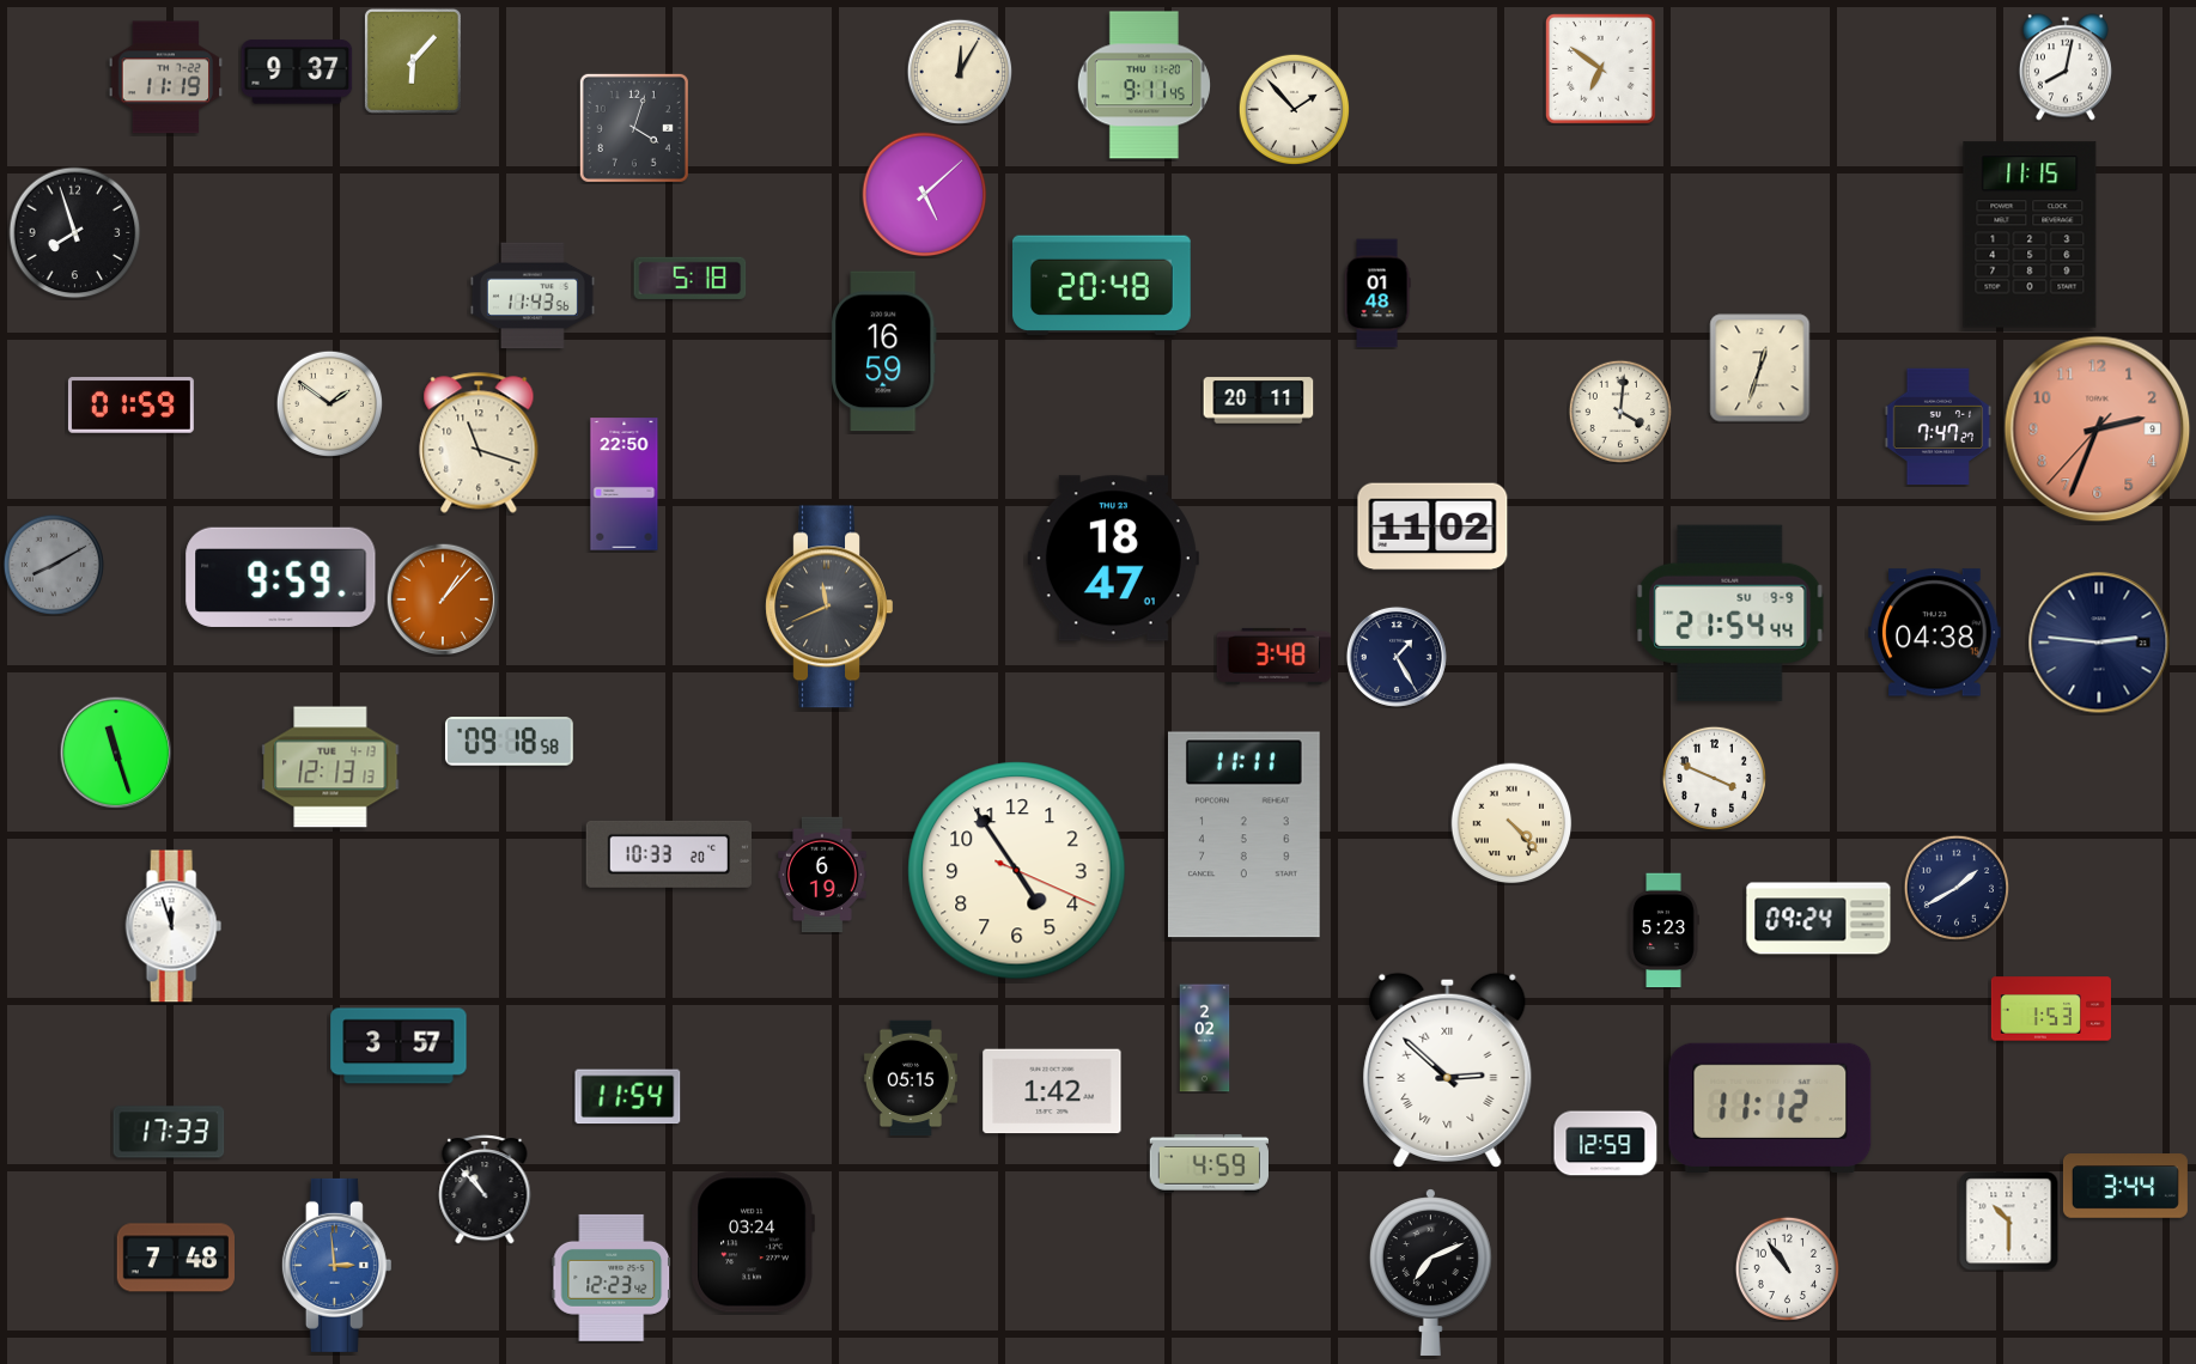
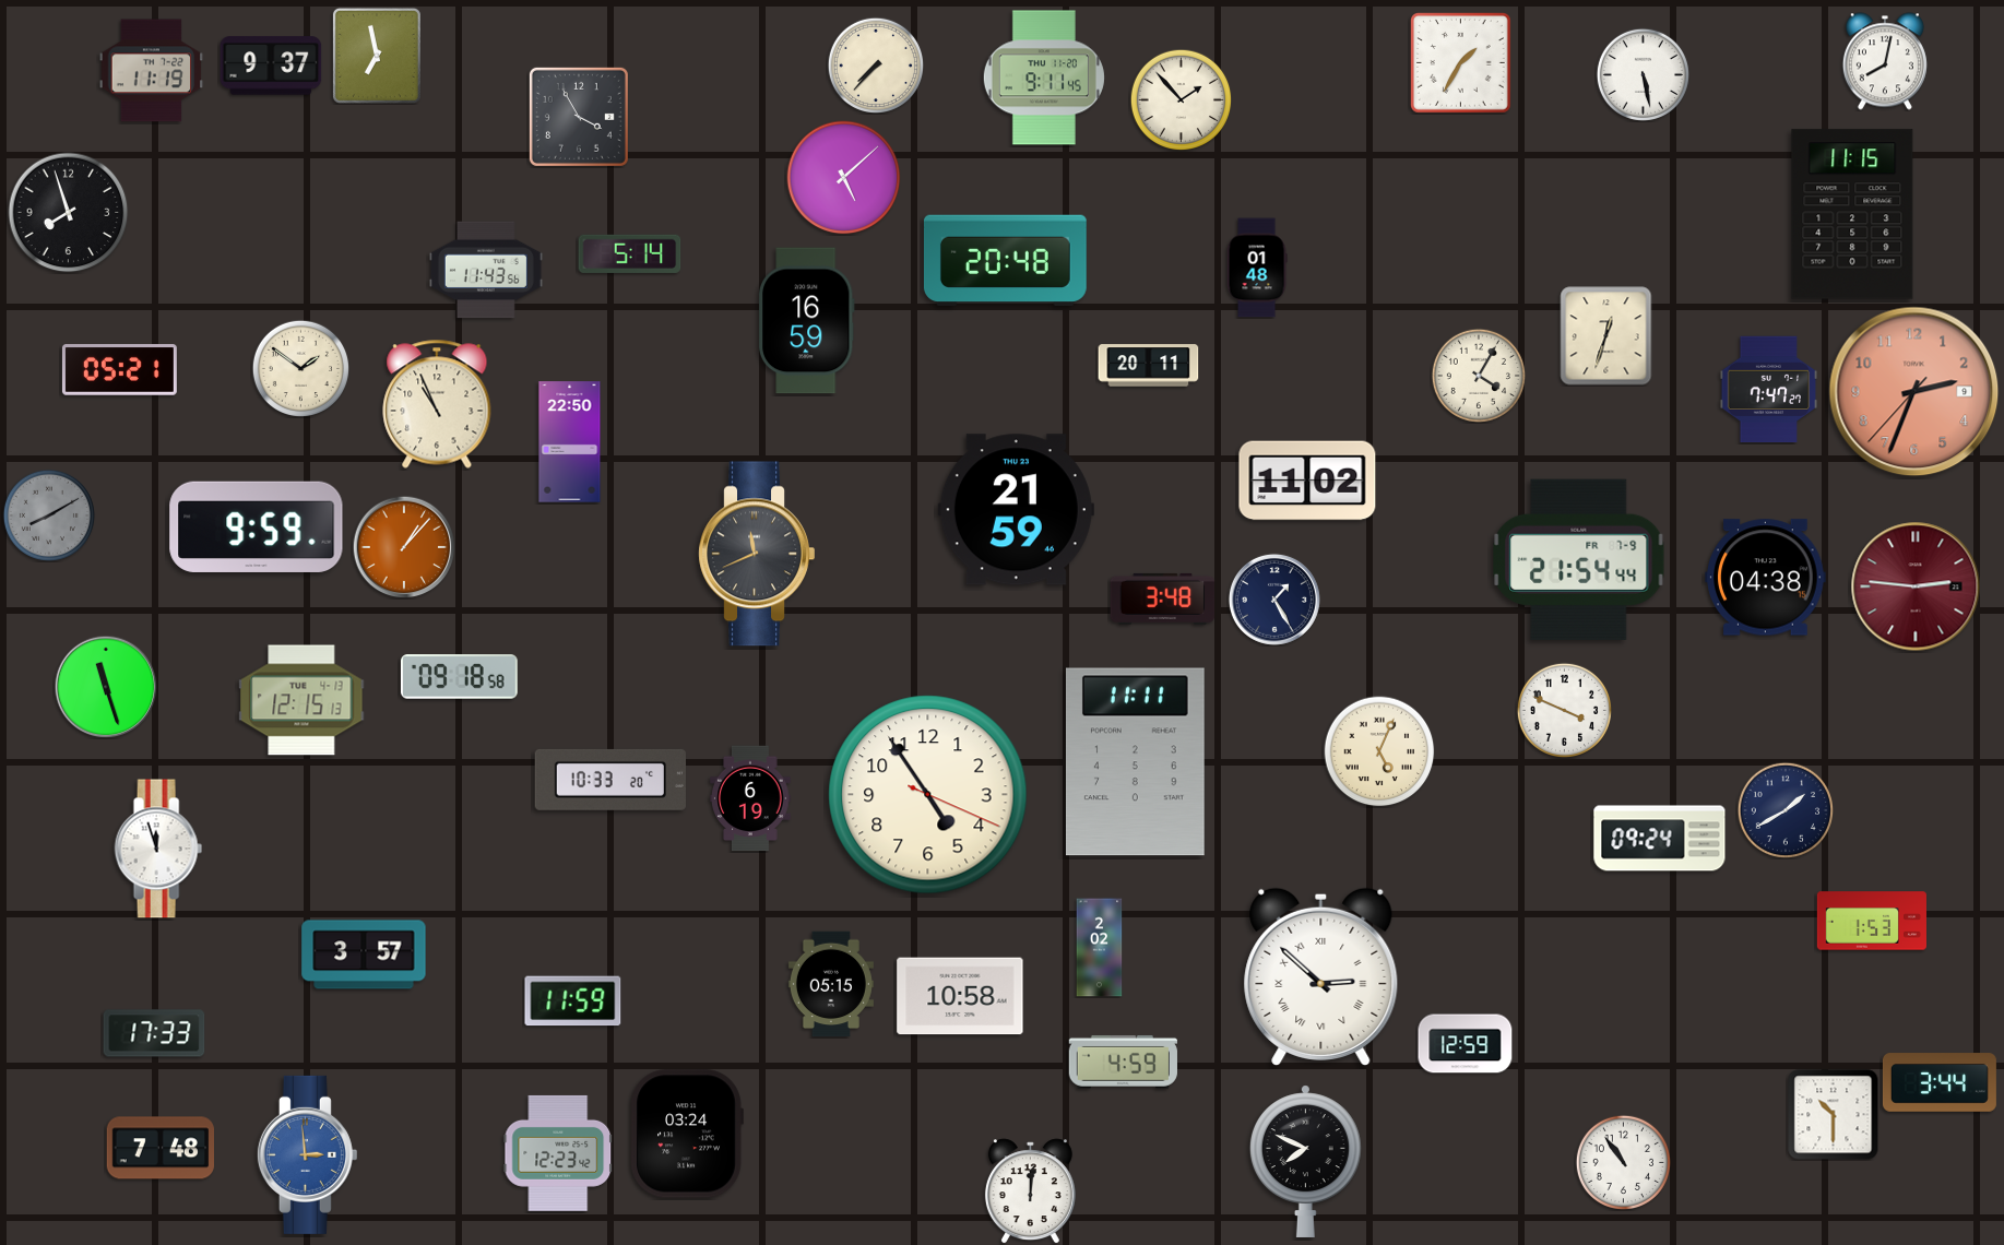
clock at (413, 61): 6:07 -> 6:58
clock at (1601, 69): 6:51 -> 1:35
clock at (959, 71): 12:05 -> 7:37
clock at (1643, 74): none -> 5:28
clock at (634, 128): 4:03 -> 3:55
clock at (691, 278): 5:18 -> 5:14
clock at (130, 406): 01:59 -> 05:21
clock at (1619, 410): 4:01 -> 4:05
clock at (479, 443): 11:18 -> 10:56
clock at (1113, 559): 18:47 -> 21:59
clock at (1730, 613) date: SU 9-9 -> FR 7-9
clock at (2099, 643) dial: navy -> burgundy
clock at (509, 742) position: (509, 742) -> (459, 677)
clock at (330, 767): 12:13 -> 12:15
clock at (1511, 823): 4:23 -> 5:04
clock at (174, 926) position: (174, 926) -> (158, 849)
clock at (1663, 931): 5:23 -> none
clock at (1052, 1091): 1:42 -> 10:58
clock at (628, 1097): 11:54 -> 11:59
clock at (1770, 1107): 11:12 -> none
clock at (1209, 1163) position: (1209, 1163) -> (1123, 1062)
clock at (485, 1189): 10:53 -> none
clock at (1787, 1268) position: (1787, 1268) -> (1623, 1162)
clock at (1430, 1272): 7:11 -> 7:49
clock at (612, 1278) position: (612, 1278) -> (558, 1153)
clock at (1030, 1191): none -> 12:01
